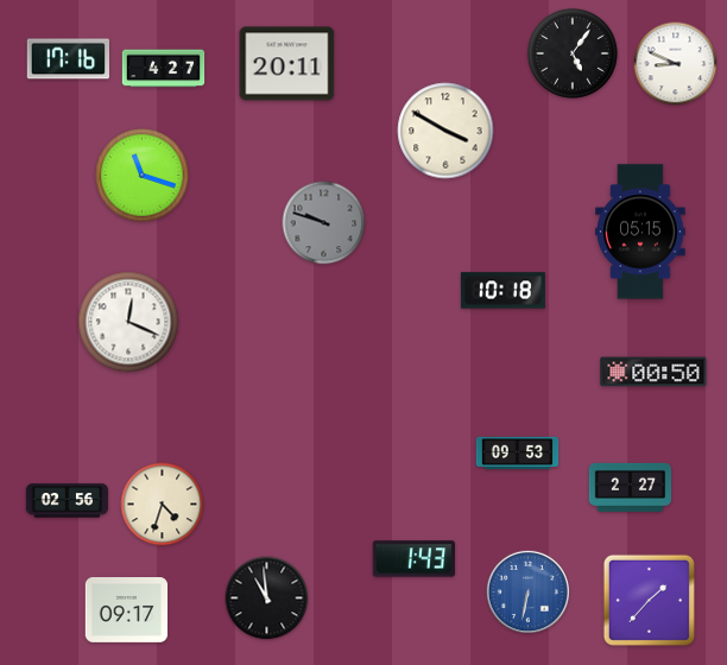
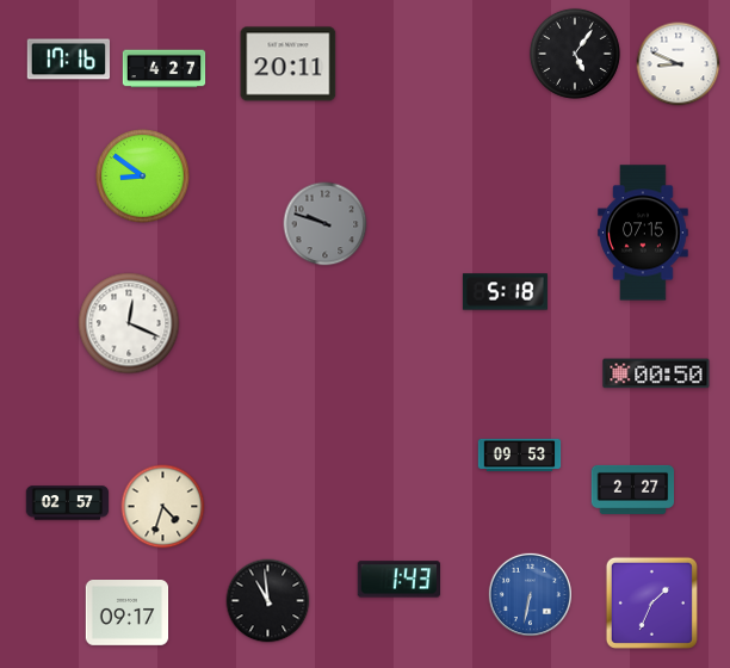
clock at (445, 131): 3:50 -> none
clock at (143, 176): 11:18 -> 8:51
clock at (640, 232): 05:15 -> 07:15
clock at (502, 291): 10:18 -> 5:18
clock at (68, 501): 02:56 -> 02:57
clock at (413, 559) position: (413, 559) -> (398, 580)
clock at (649, 600): 1:37 -> 1:34
